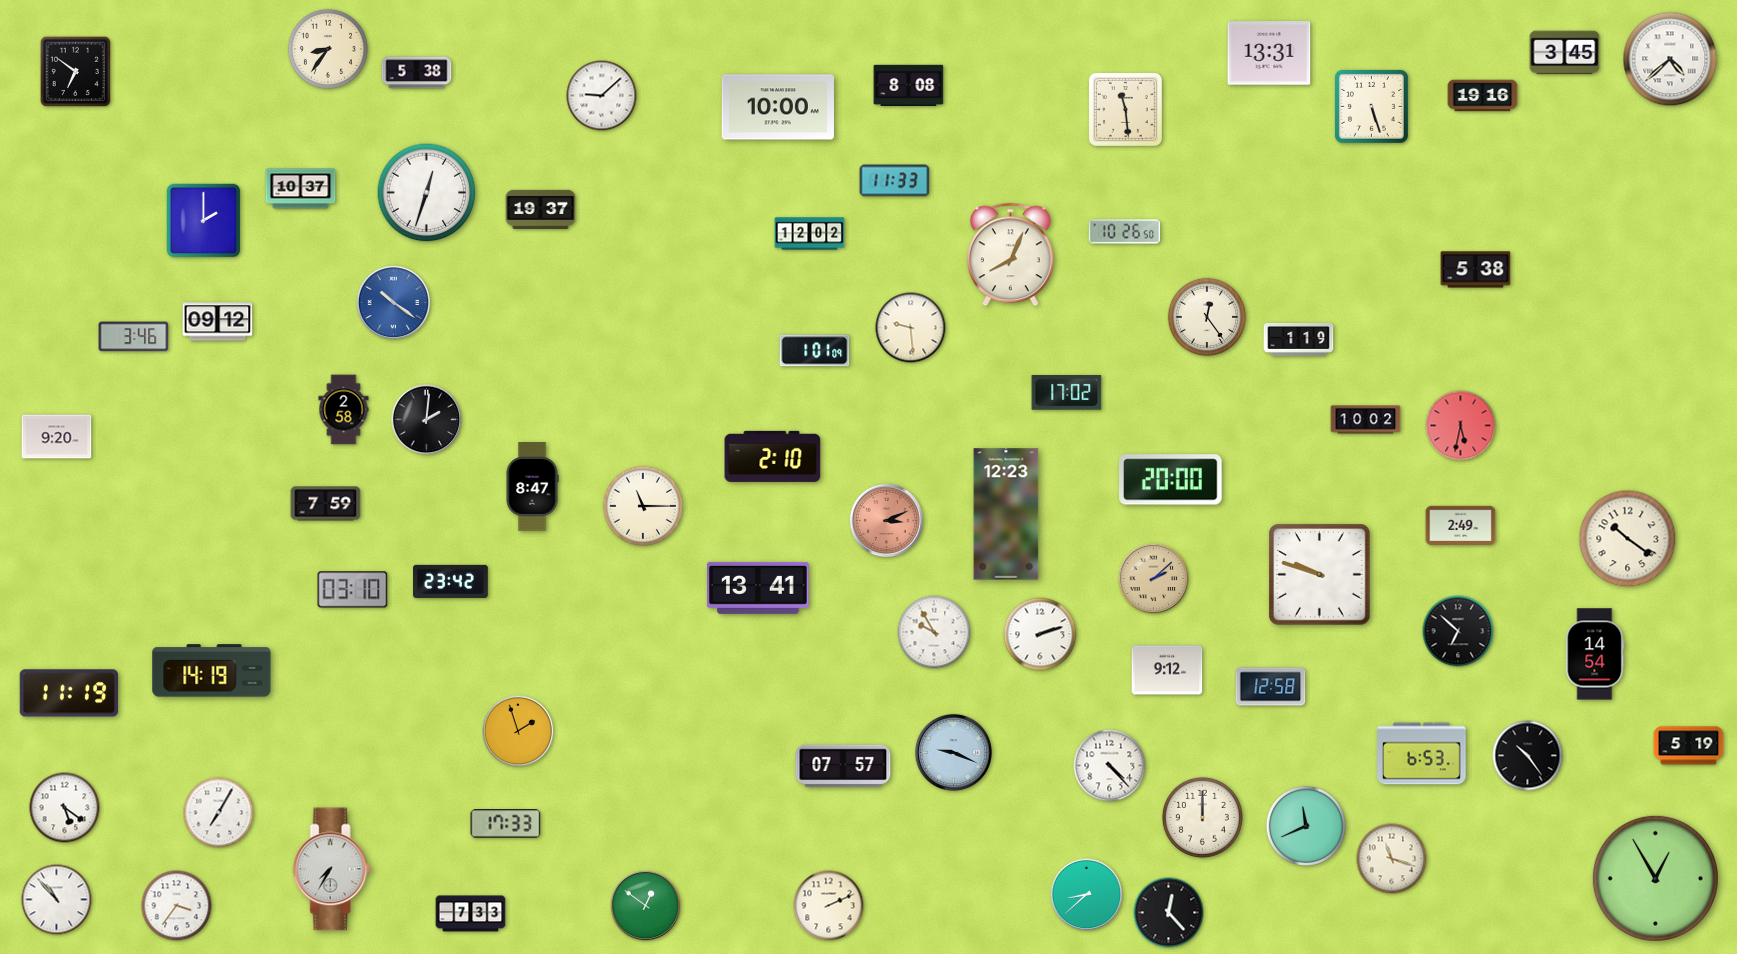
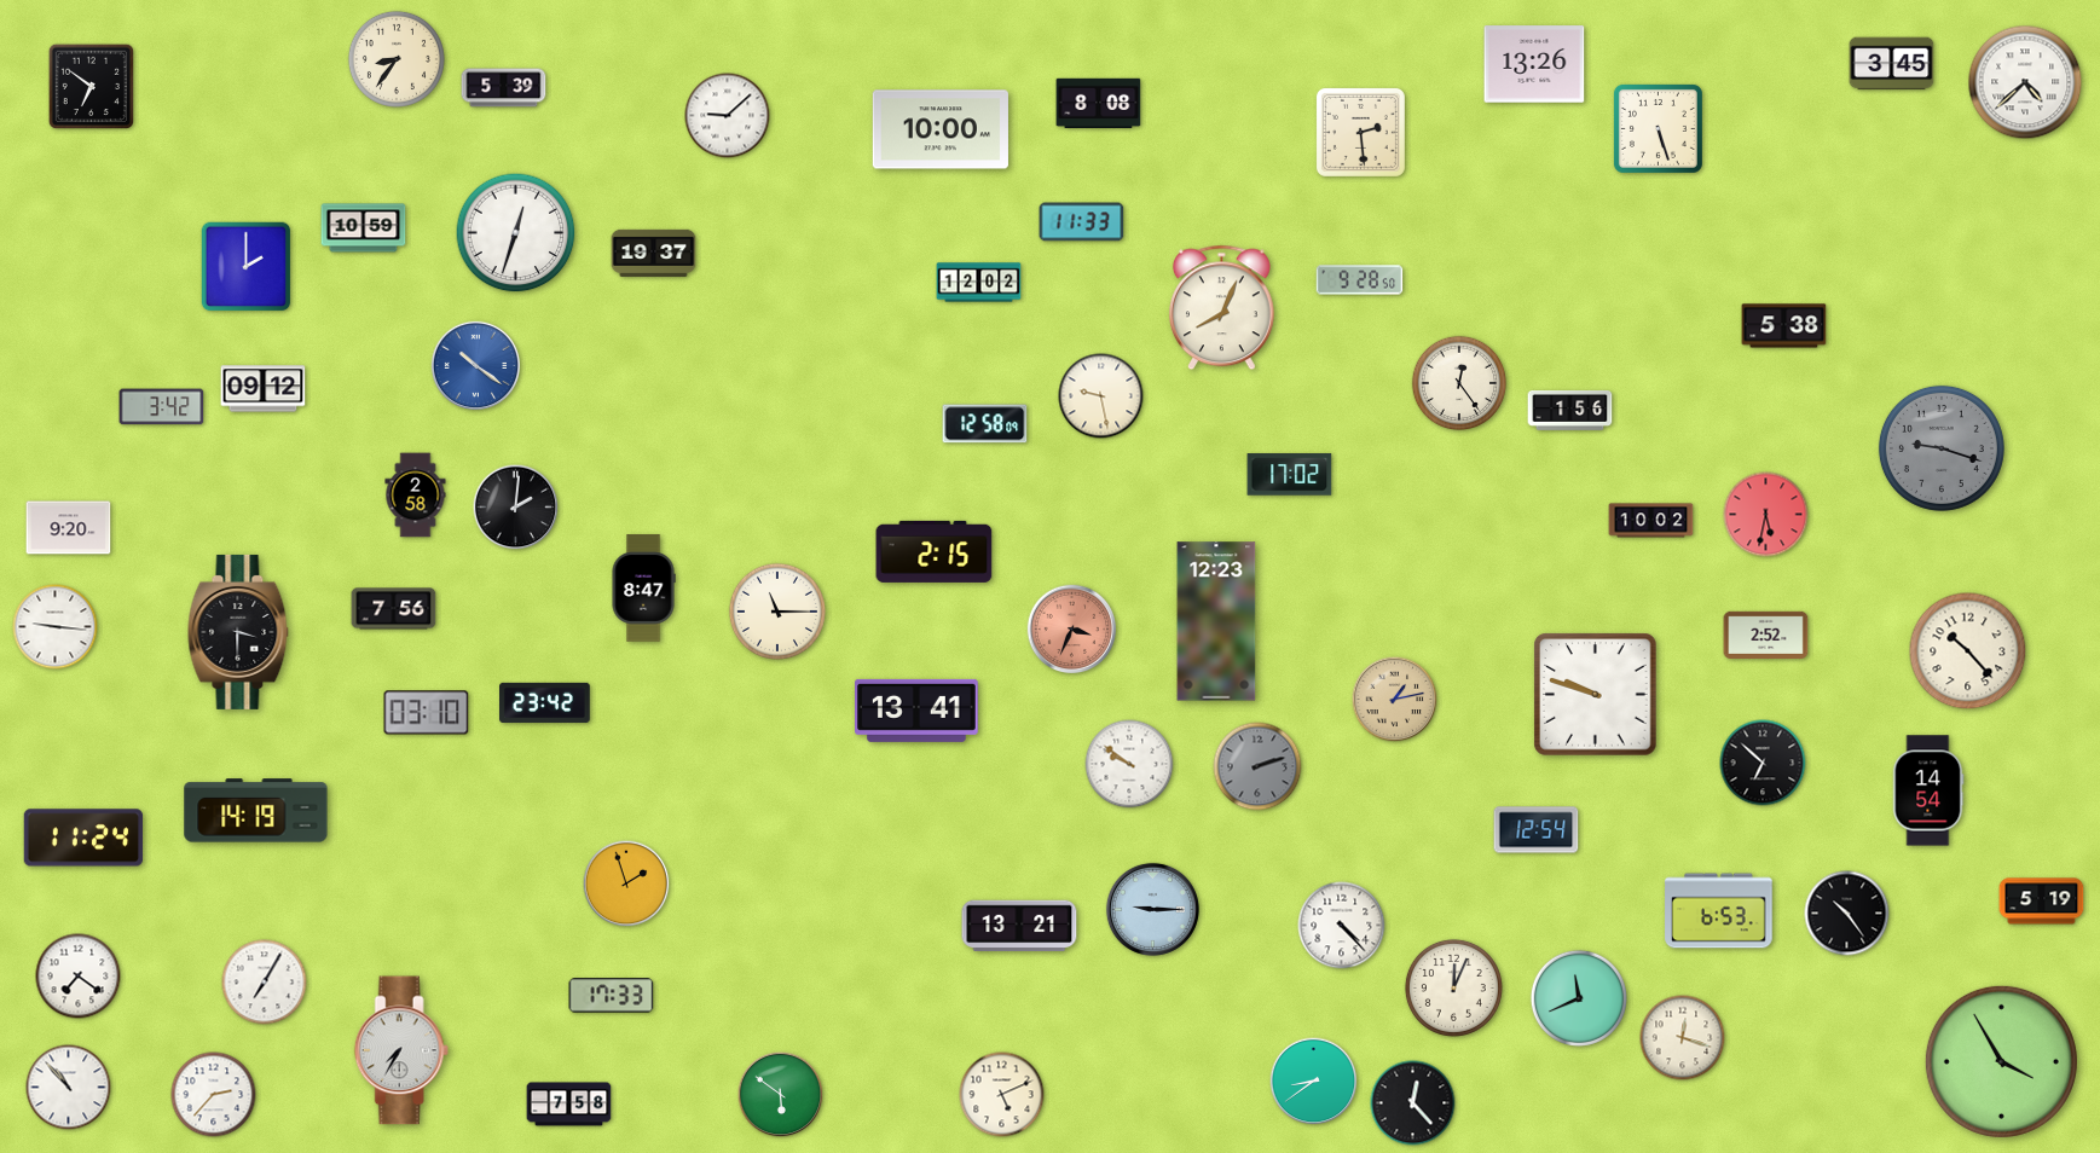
clock at (1269, 53): 13:31 -> 13:26
clock at (1670, 59) position: (1670, 59) -> (2025, 82)
clock at (417, 73): 5:38 -> 5:39
clock at (1483, 96): 19:16 -> none
clock at (1125, 109): 11:29 -> 2:29
clock at (895, 181) position: (895, 181) -> (1082, 222)
clock at (301, 189): 10:37 -> 10:59
clock at (1125, 232): 10:26 -> 9:28
clock at (911, 328): 9:29 -> 9:28
clock at (134, 337): 3:46 -> 3:42
clock at (1299, 340): 1:19 -> 1:56
clock at (815, 351): 1:01 -> 12:58
clock at (1942, 448): none -> 9:18
clock at (1366, 420) position: (1366, 420) -> (1651, 521)
clock at (773, 456): 2:10 -> 2:15
clock at (1171, 480): 20:00 -> none
clock at (326, 504): 7:59 -> 7:56
clock at (56, 627): none -> 9:16
clock at (887, 521): 3:11 -> 3:34
clock at (238, 632): none -> 3:30
clock at (1461, 526): 2:49 -> 2:52
clock at (1628, 539): 10:21 -> 10:23
clock at (1154, 579): 2:08 -> 1:13
clock at (934, 632): 9:55 -> 9:51
clock at (1040, 634) dial: white -> grey
clock at (1167, 670): 9:12 -> none
clock at (1271, 687): 12:58 -> 12:54
clock at (69, 693): 11:19 -> 11:24
clock at (953, 752): 9:19 -> 9:15
clock at (843, 766): 07:57 -> 13:21
clock at (65, 808): 5:21 -> 7:21
clock at (1202, 817): 12:00 -> 12:04
clock at (1392, 859): 11:18 -> 12:18
clock at (1655, 878): 12:55 -> 3:55
clock at (1087, 895): 8:38 -> 8:39
clock at (177, 906): 3:36 -> 2:37
clock at (646, 906): 12:51 -> 5:51
clock at (829, 906): 2:11 -> 5:11
clock at (471, 914): 7:33 -> 7:58
